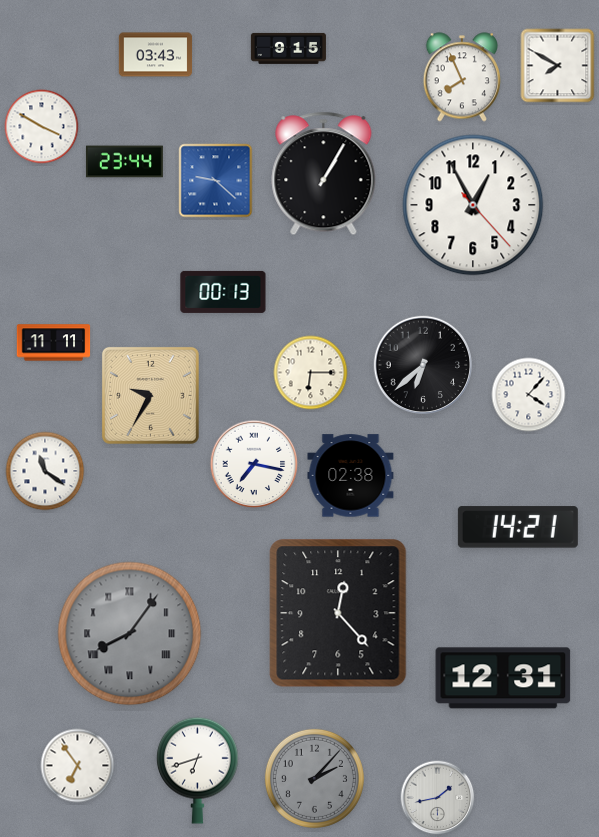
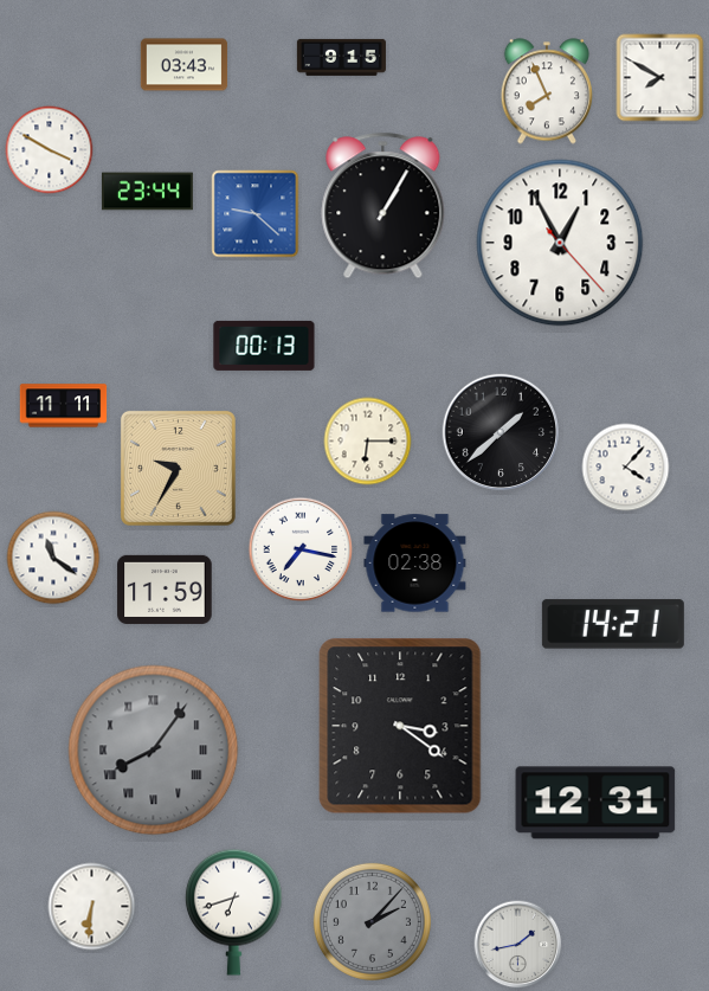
clock at (423, 365): 6:38 -> 1:38
clock at (165, 590): none -> 11:59
clock at (338, 613): 12:23 -> 3:21
clock at (78, 766): 6:54 -> 6:31
